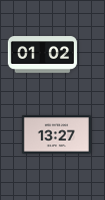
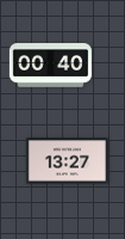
clock at (42, 55): 01:02 -> 00:40
